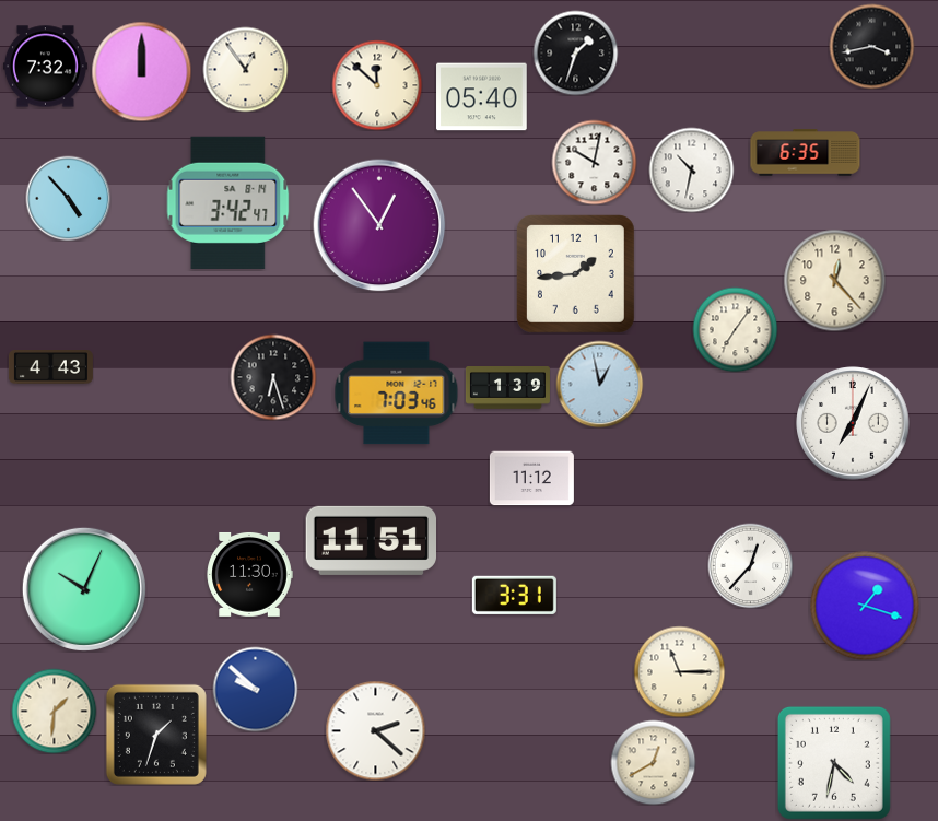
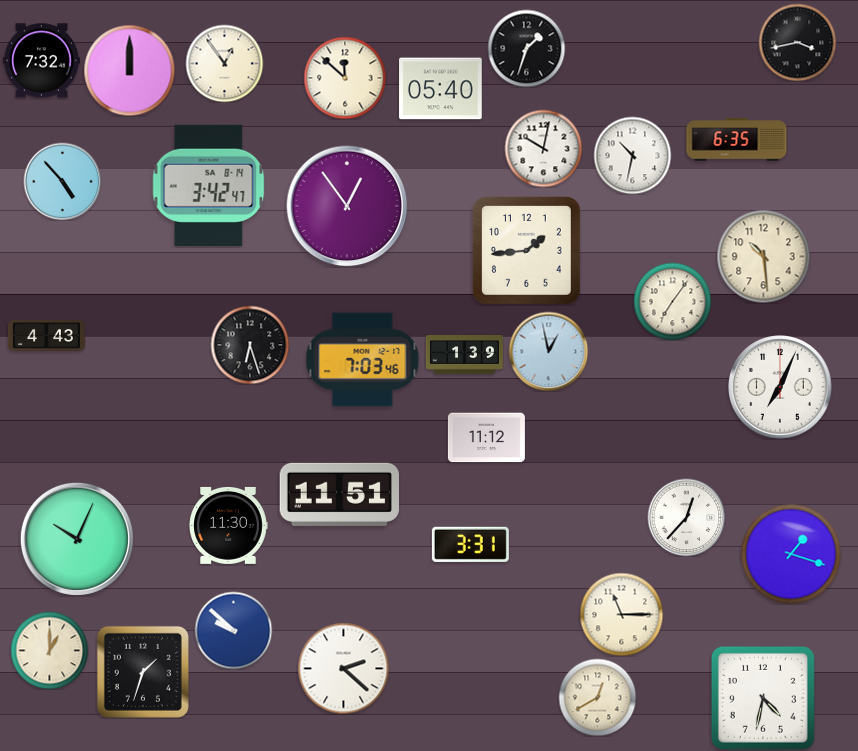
clock at (141, 71) position: (141, 71) -> (129, 70)
clock at (834, 280): 12:23 -> 10:29
clock at (54, 711): 1:31 -> 1:00
